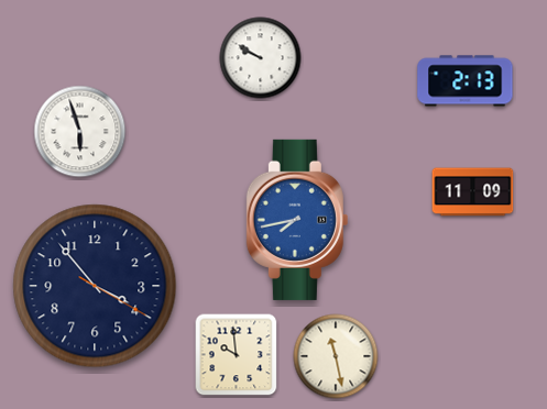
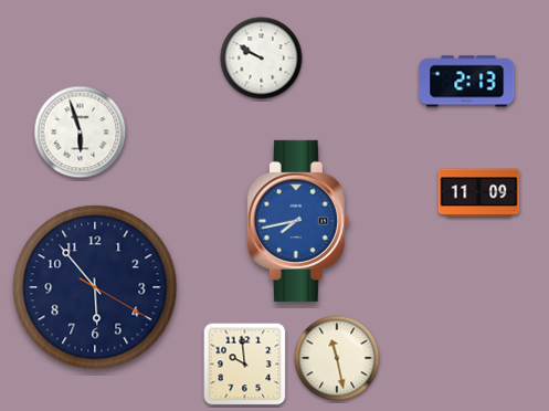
clock at (473, 192) position: (473, 192) -> (479, 193)
clock at (95, 286): 3:53 -> 5:53
clock at (237, 355) position: (237, 355) -> (245, 365)
